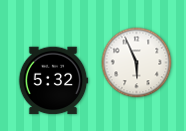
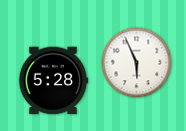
clock at (53, 81): 5:32 -> 5:28
